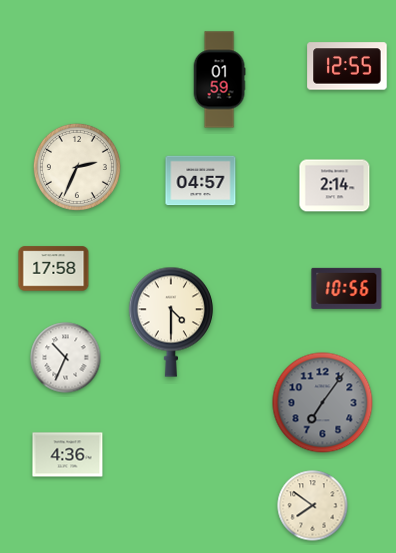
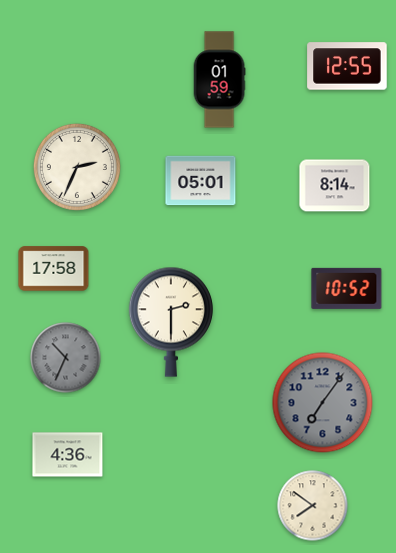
clock at (201, 181): 04:57 -> 05:01
clock at (335, 186): 2:14 -> 8:14
clock at (347, 288): 10:56 -> 10:52
clock at (171, 322): 4:30 -> 2:30
clock at (66, 358) dial: white -> grey
